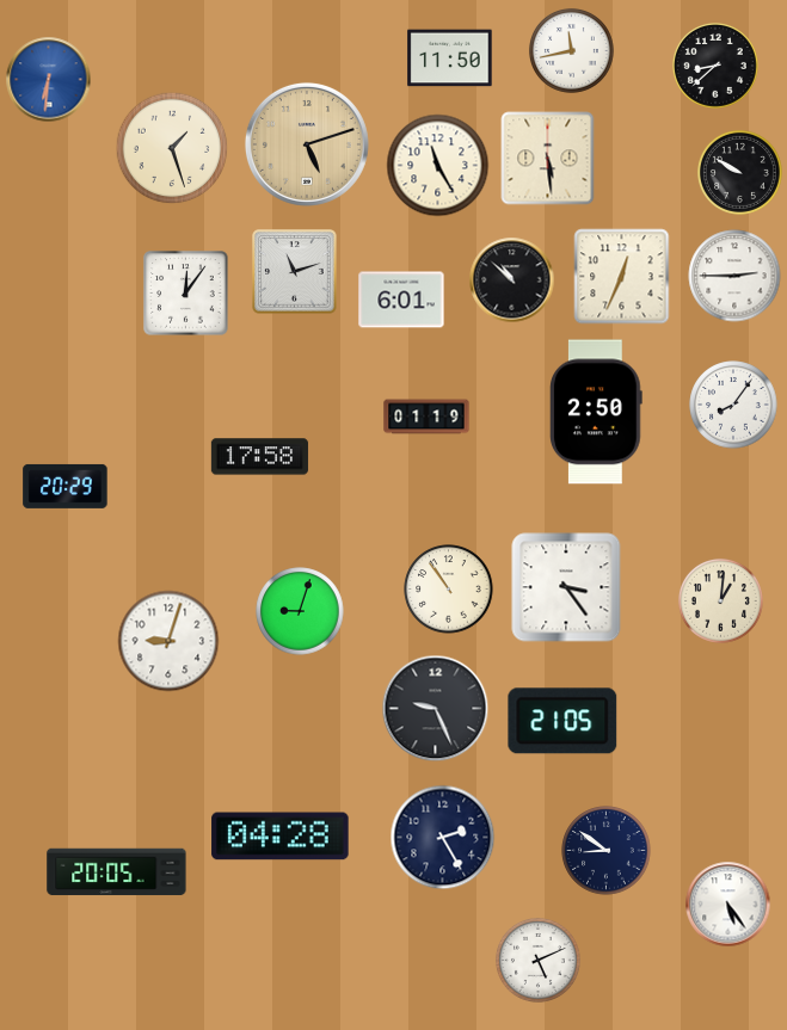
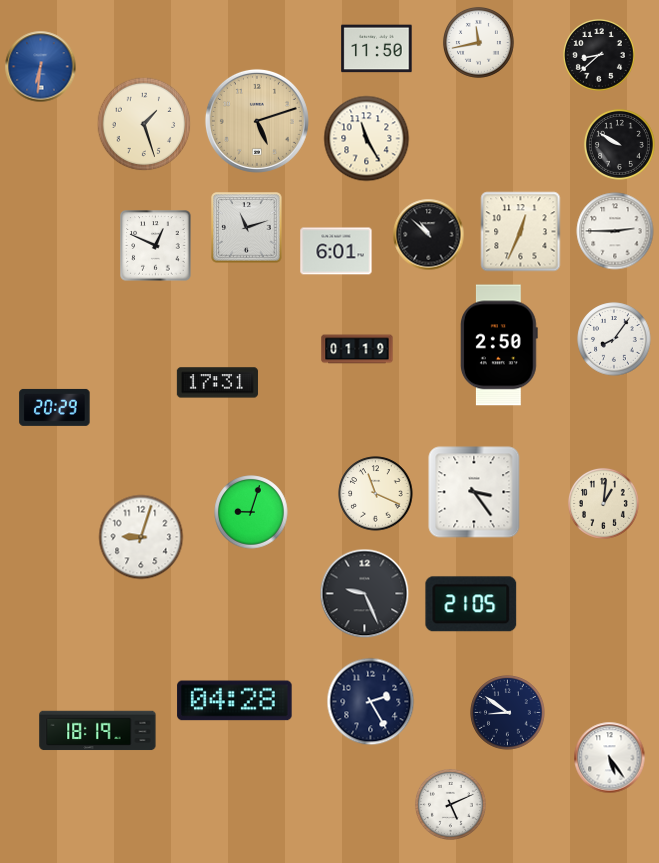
clock at (548, 159): 5:29 -> none
clock at (186, 294): 12:06 -> 12:49
clock at (259, 457): 17:58 -> 17:31
clock at (449, 590): 10:54 -> 11:19
clock at (117, 872): 20:05 -> 18:19
